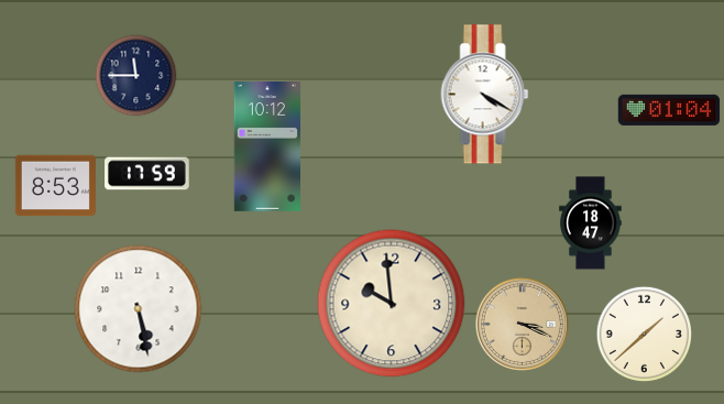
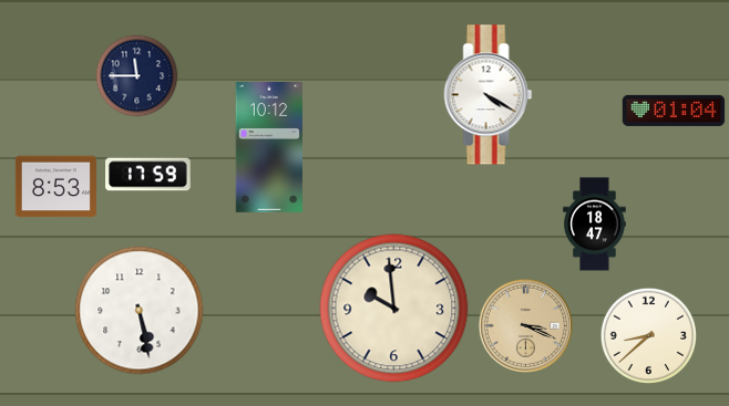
clock at (392, 304) position: (392, 304) -> (394, 309)
clock at (644, 334): 1:38 -> 8:38
